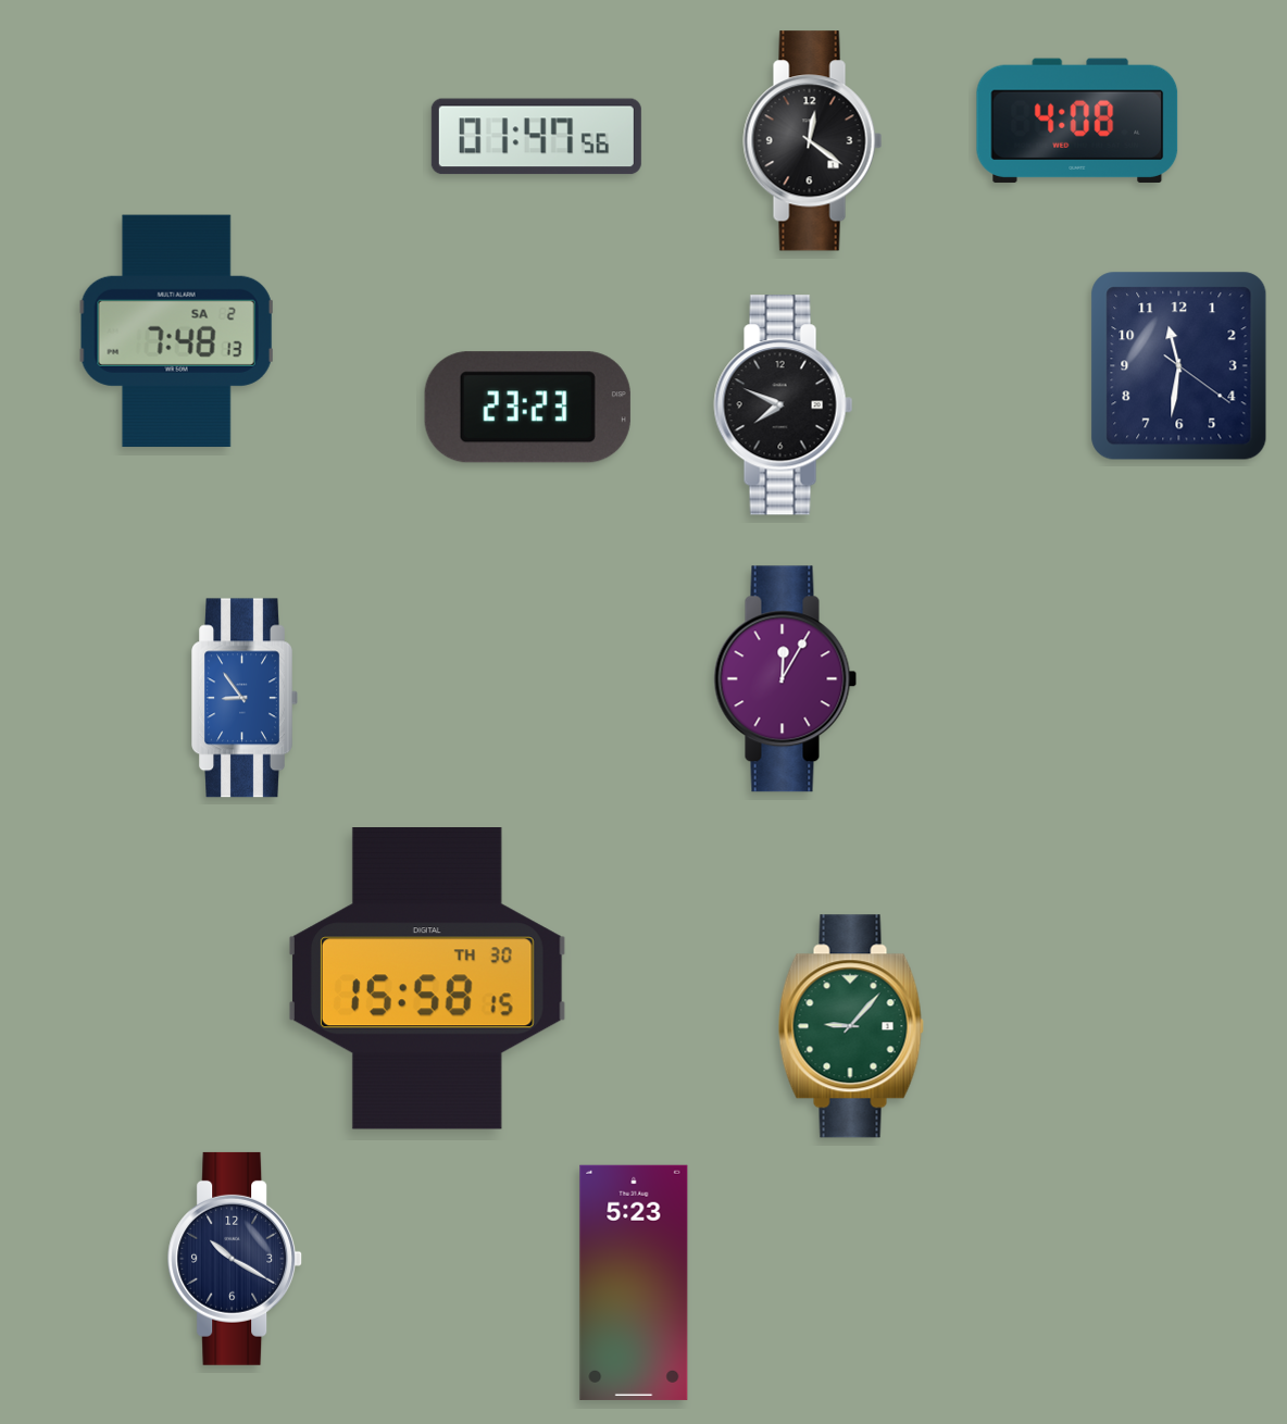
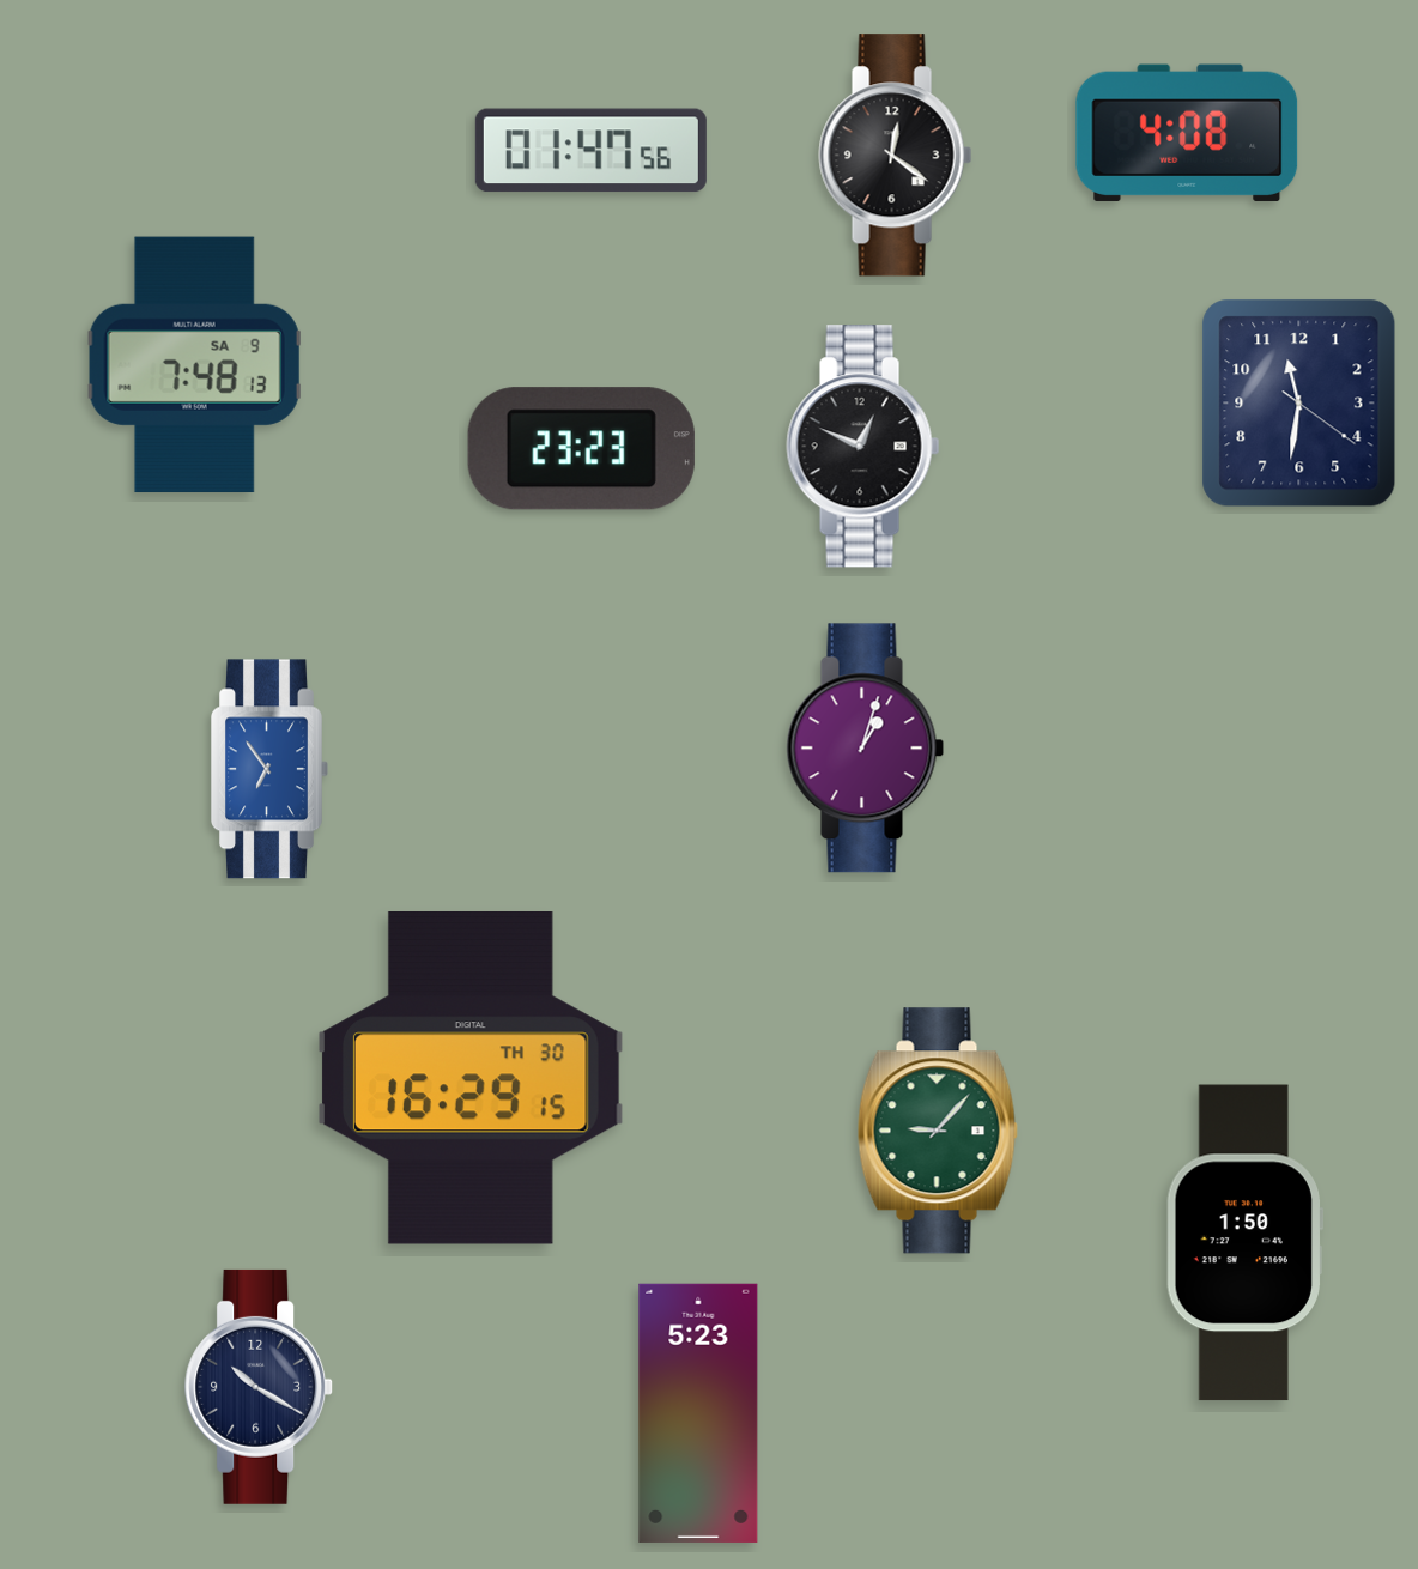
clock at (177, 332) date: SA 2 -> SA 9
clock at (784, 405): 7:49 -> 12:49
clock at (786, 679): 12:05 -> 1:03
clock at (245, 698): 8:54 -> 6:54
clock at (427, 979): 15:58 -> 16:29
clock at (1244, 1243): none -> 1:50
